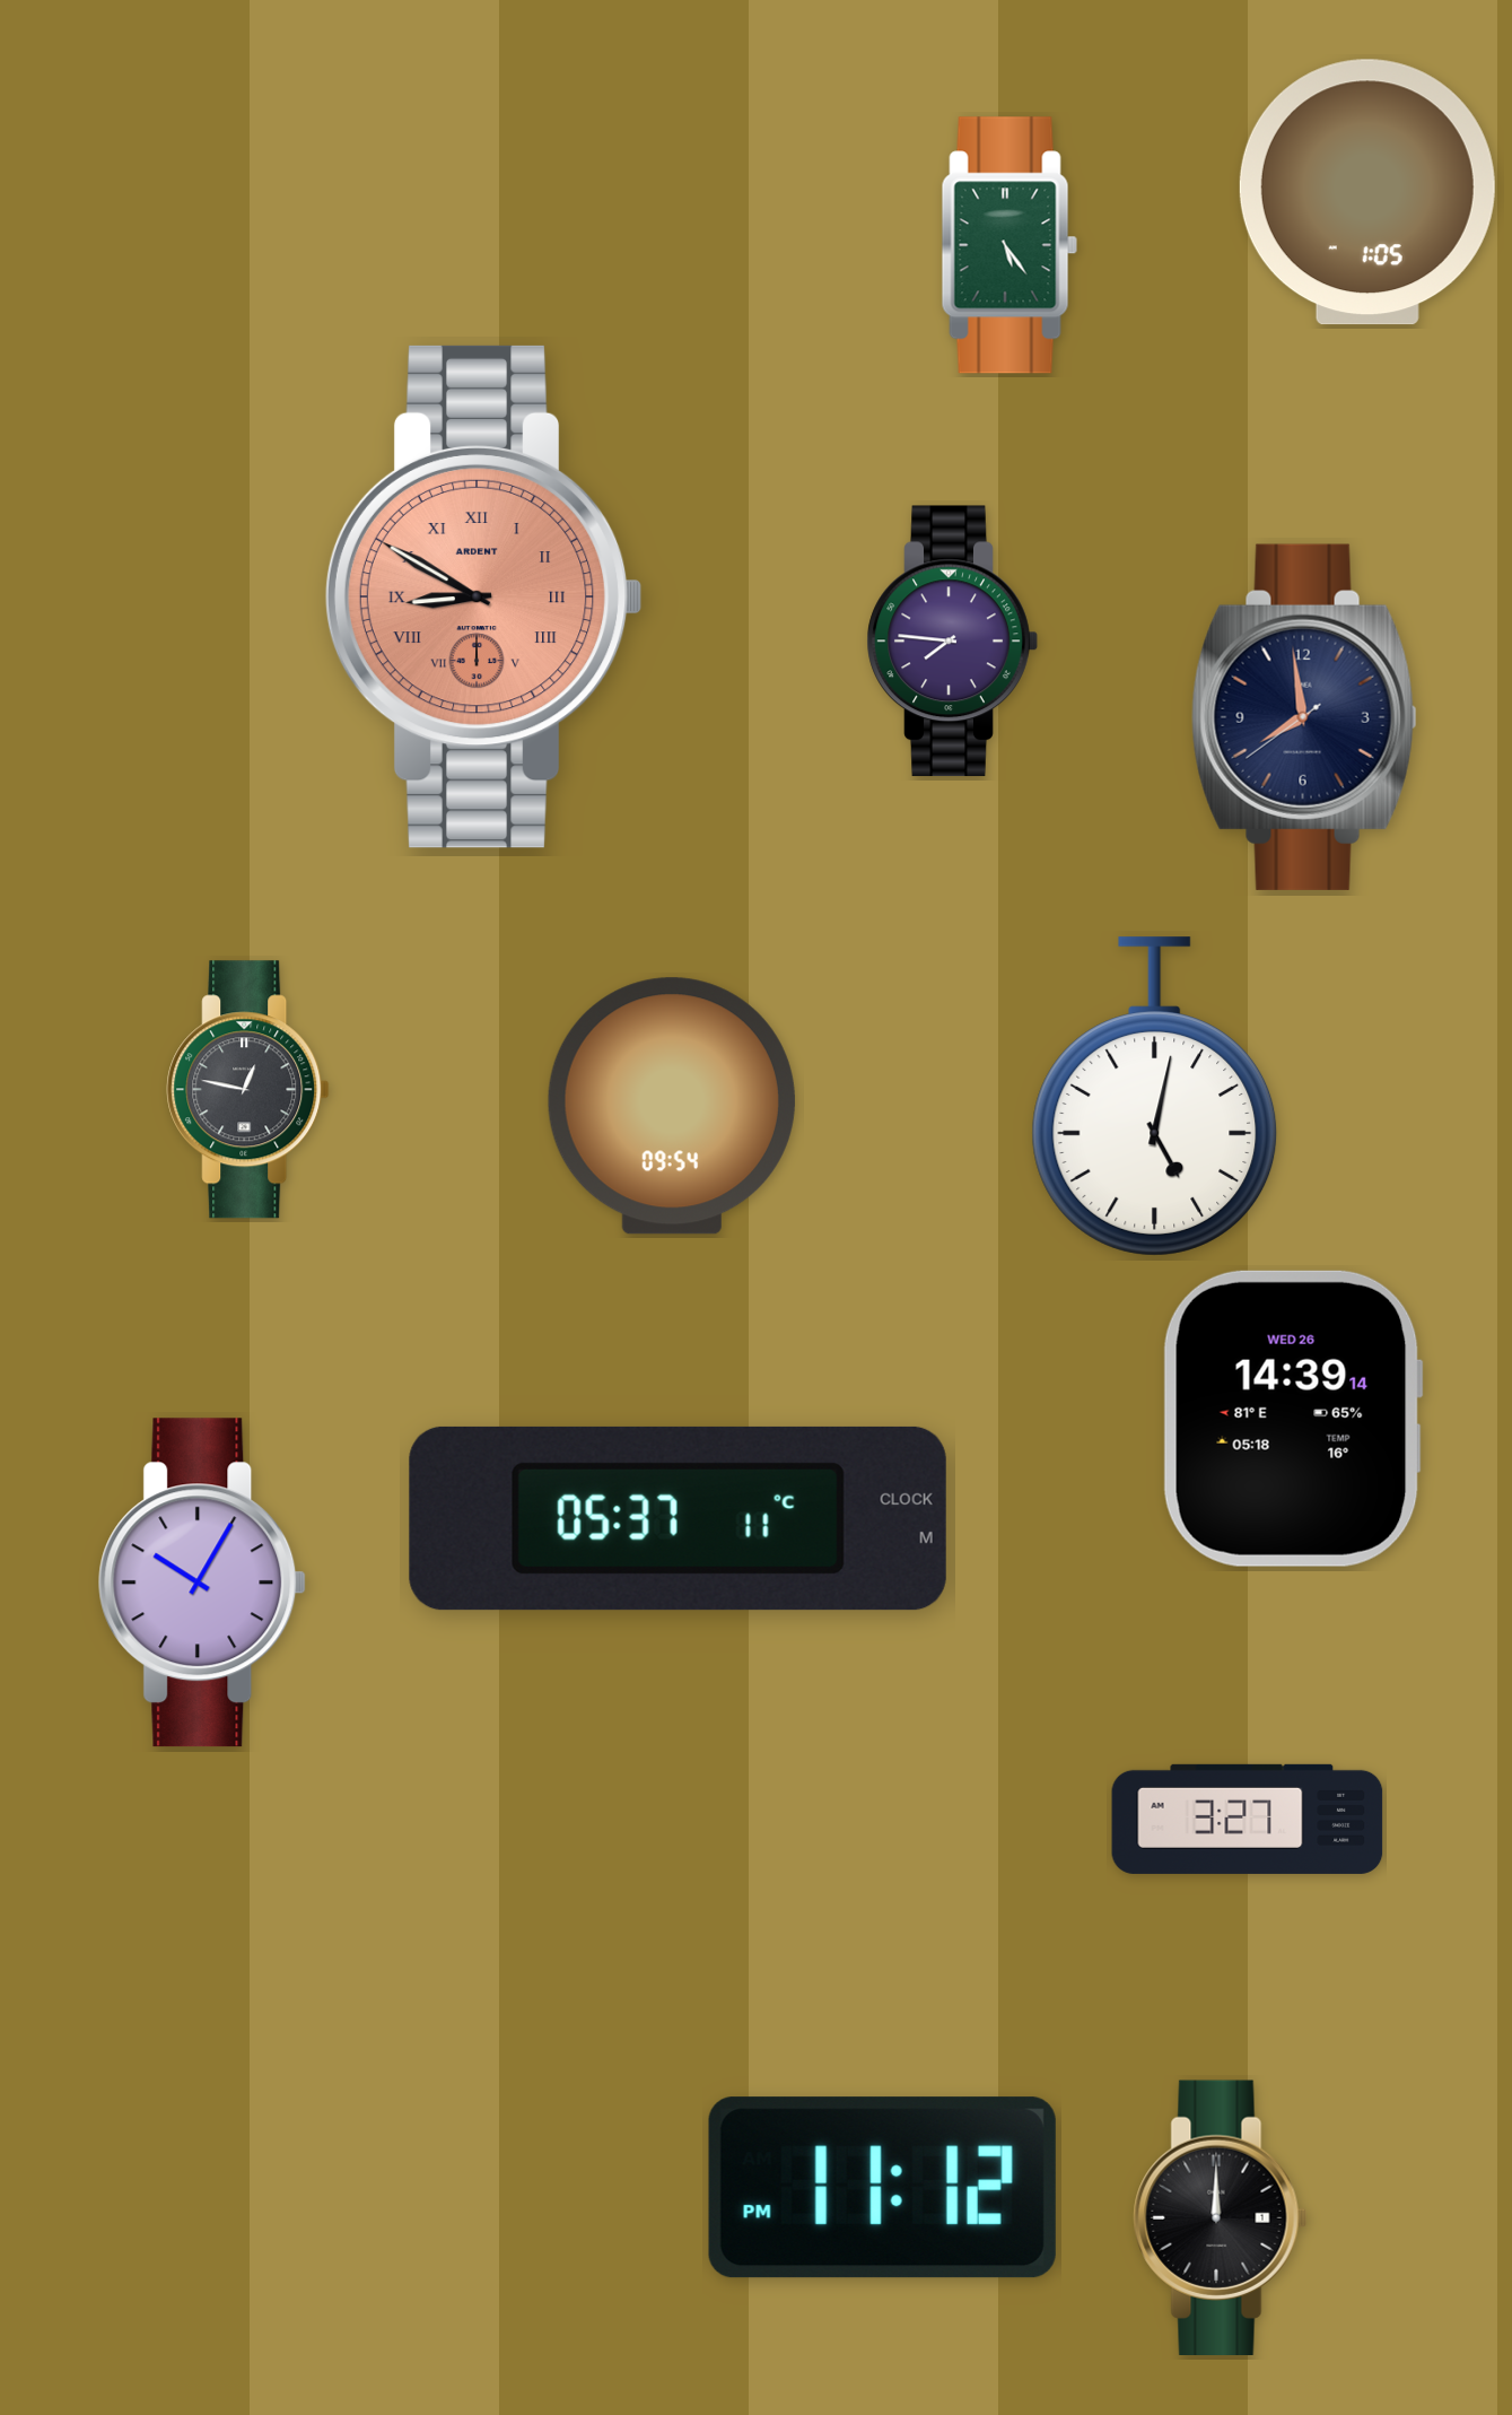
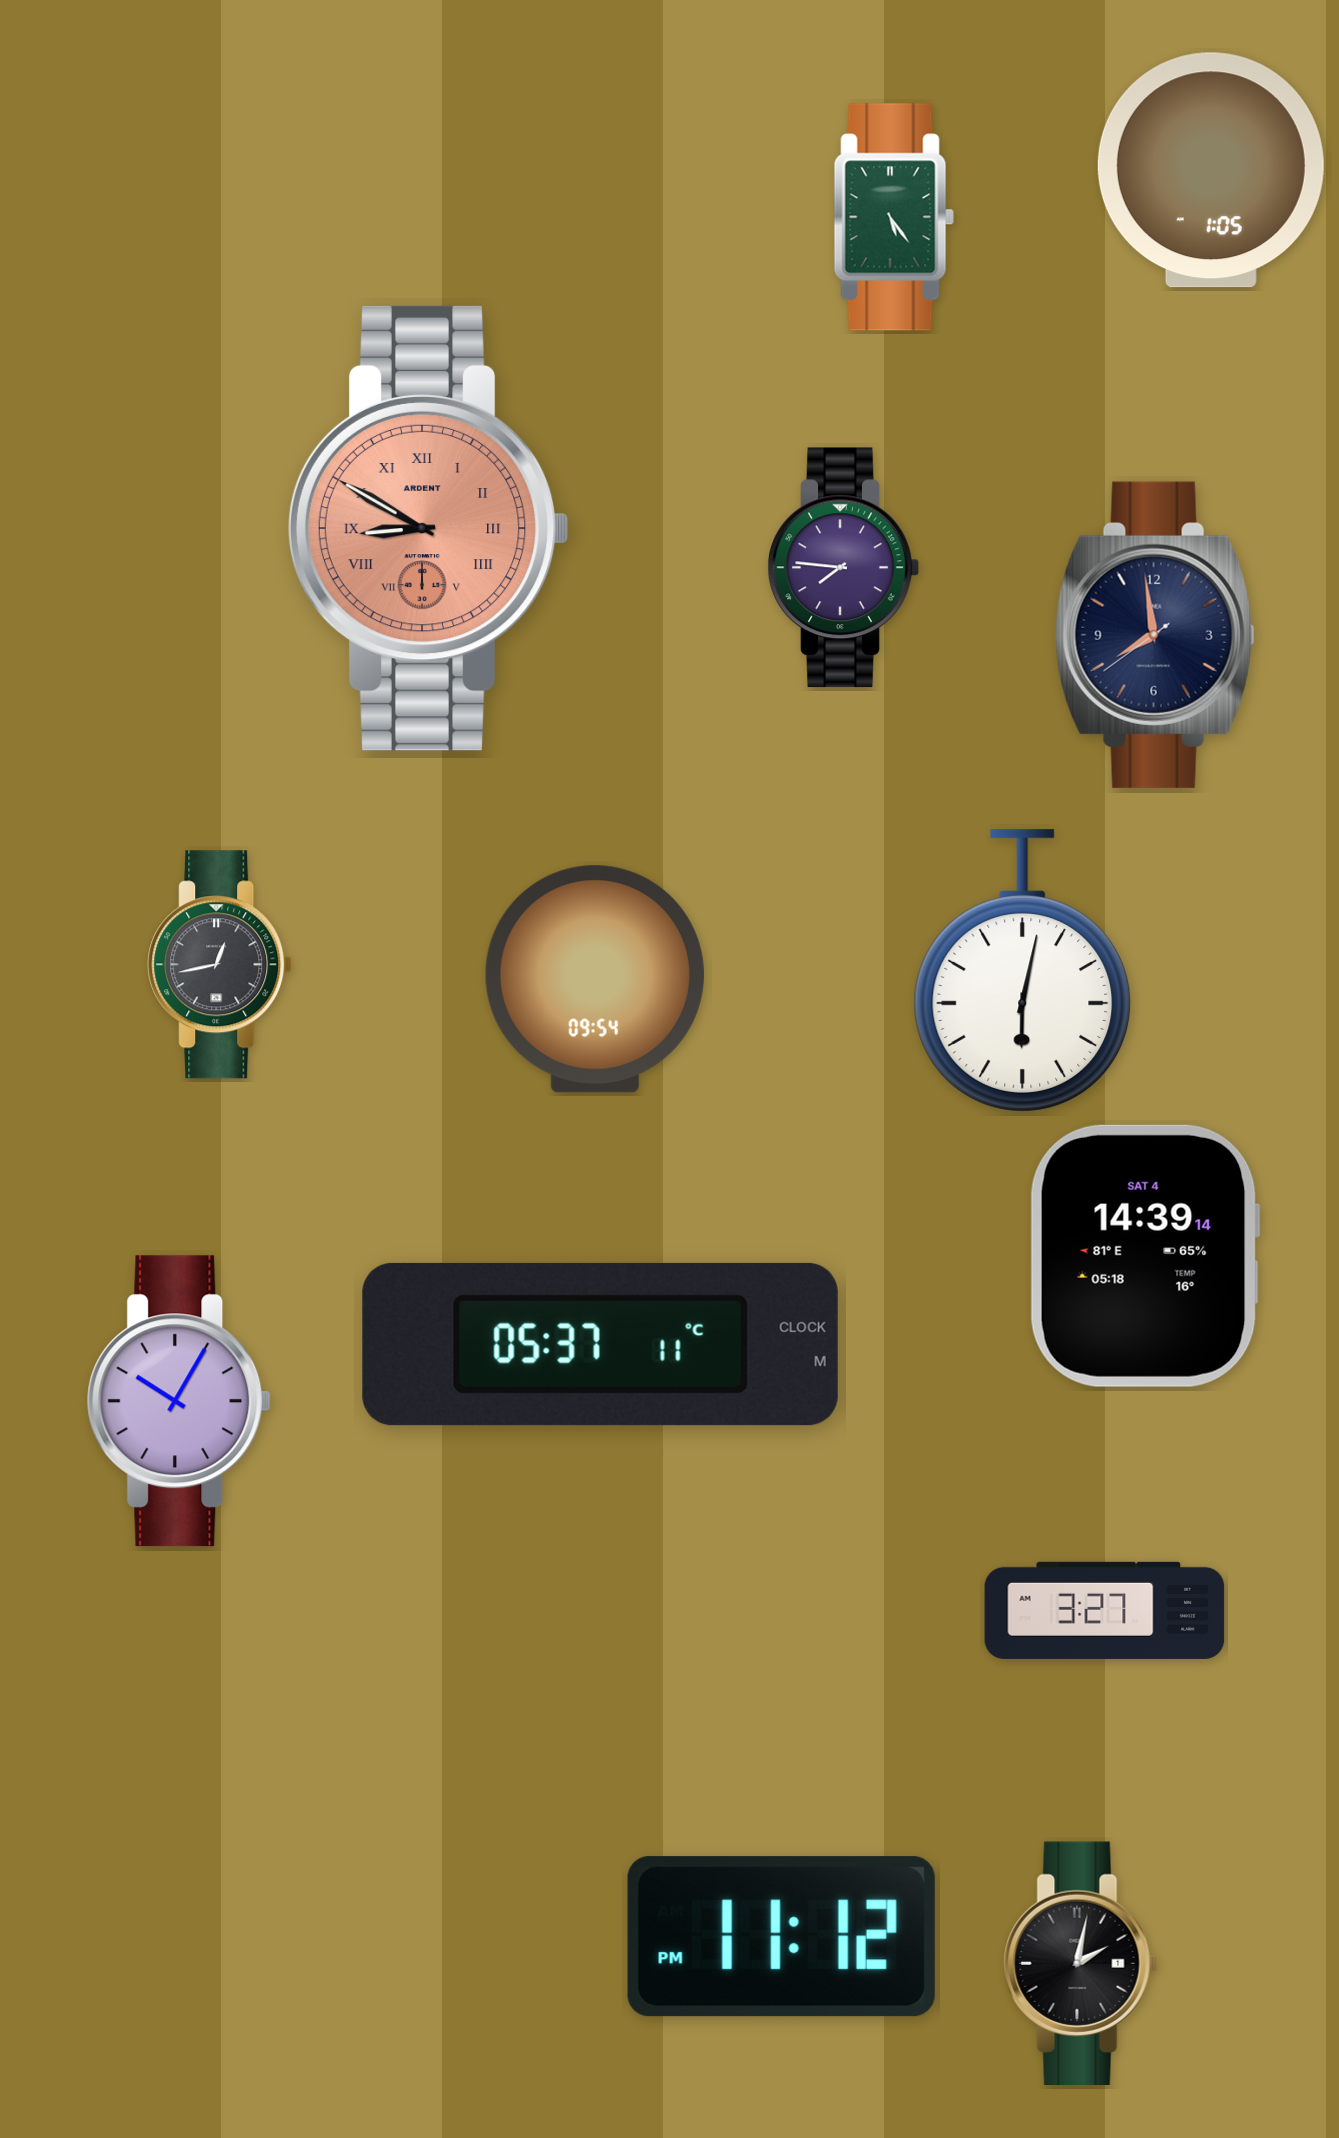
clock at (248, 1090): 12:47 -> 12:43
clock at (1155, 1097): 5:02 -> 6:02
clock at (1293, 1419) date: WED 26 -> SAT 4
clock at (1221, 2217): 12:00 -> 2:02
